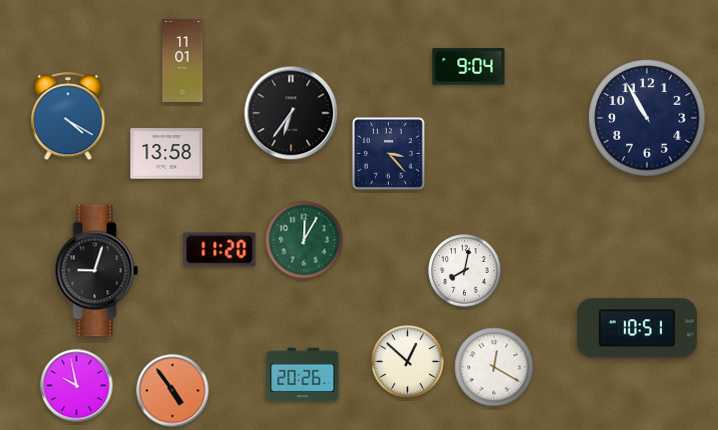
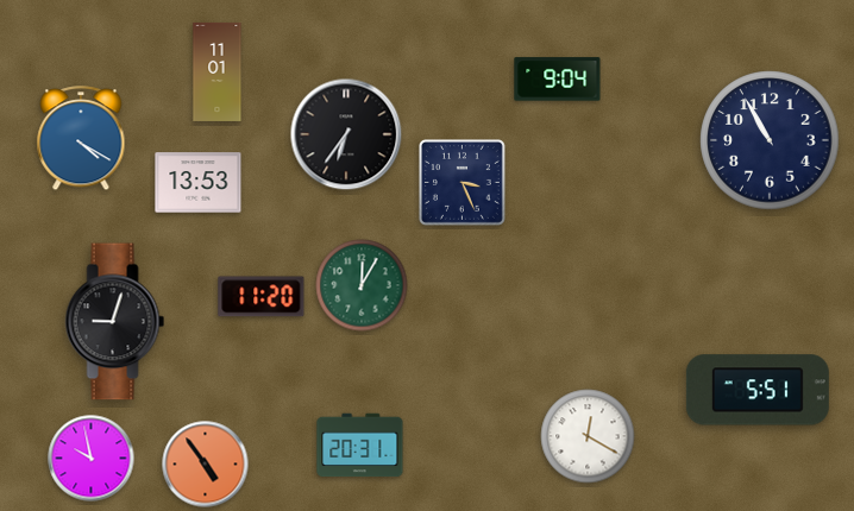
clock at (167, 154): 13:58 -> 13:53
clock at (389, 154): 3:23 -> 3:26
clock at (465, 271): 8:02 -> none
clock at (637, 328): 10:51 -> 5:51
clock at (408, 362): 12:52 -> none
clock at (303, 375): 20:26 -> 20:31
